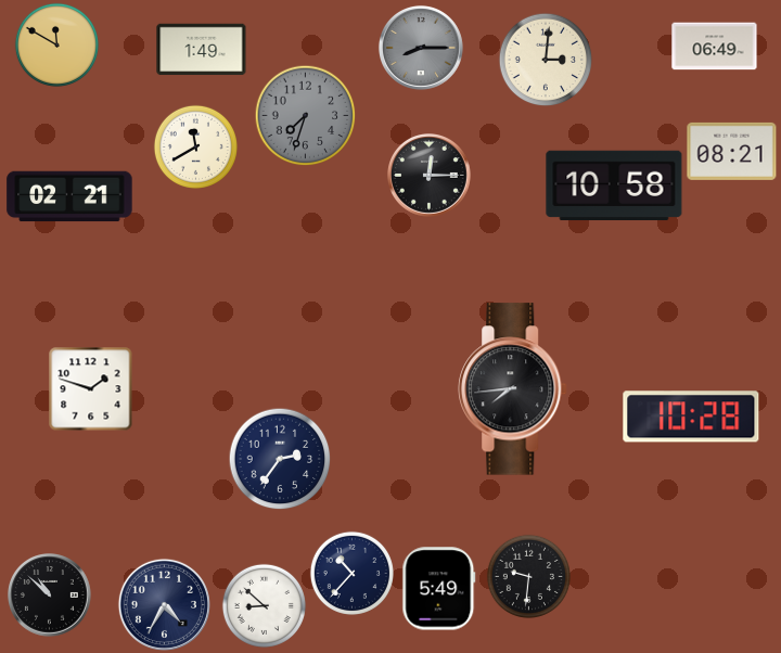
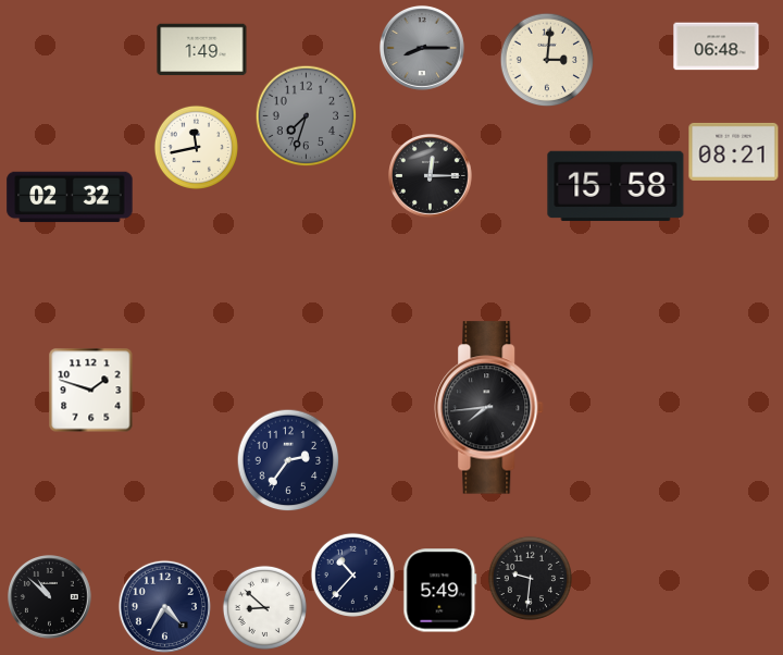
clock at (56, 44): 11:50 -> none
clock at (715, 47): 06:49 -> 06:48
clock at (195, 146): 11:40 -> 11:43
clock at (614, 185): 10:58 -> 15:58
clock at (69, 196): 02:21 -> 02:32
clock at (513, 389) position: (513, 389) -> (489, 408)
clock at (691, 417): 10:28 -> none
clock at (280, 459) position: (280, 459) -> (288, 460)
